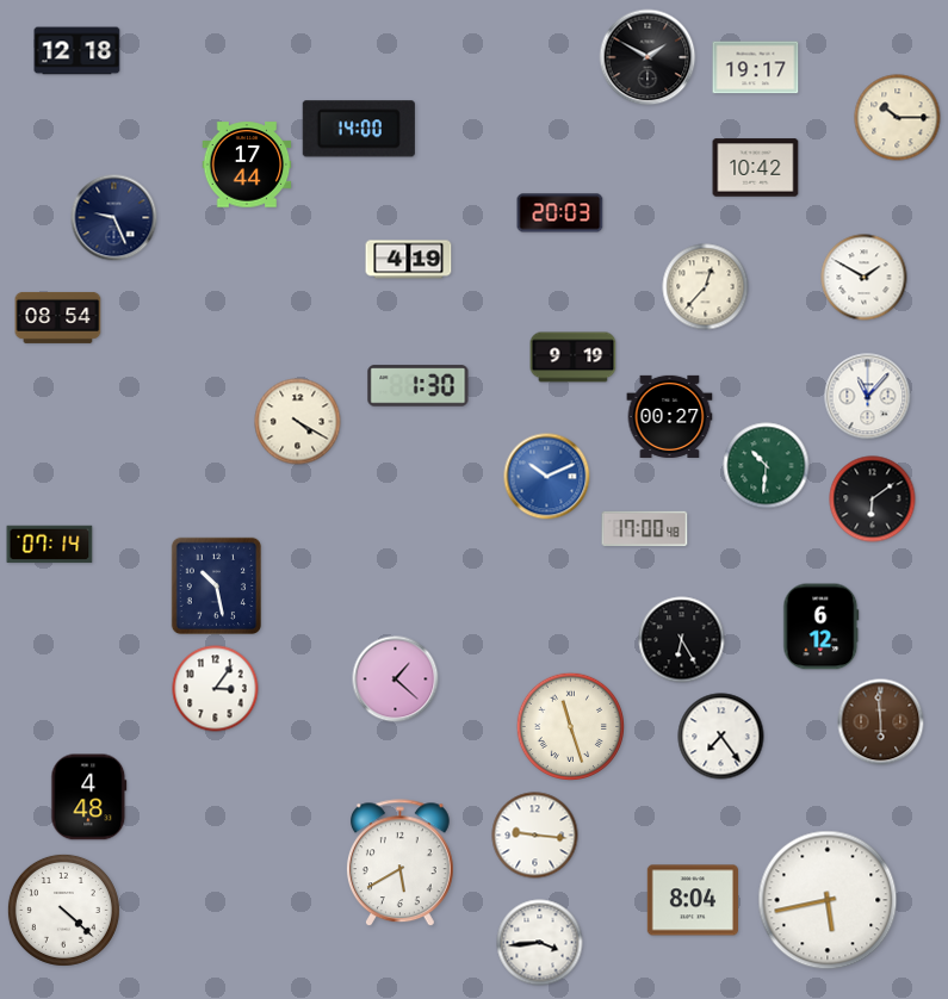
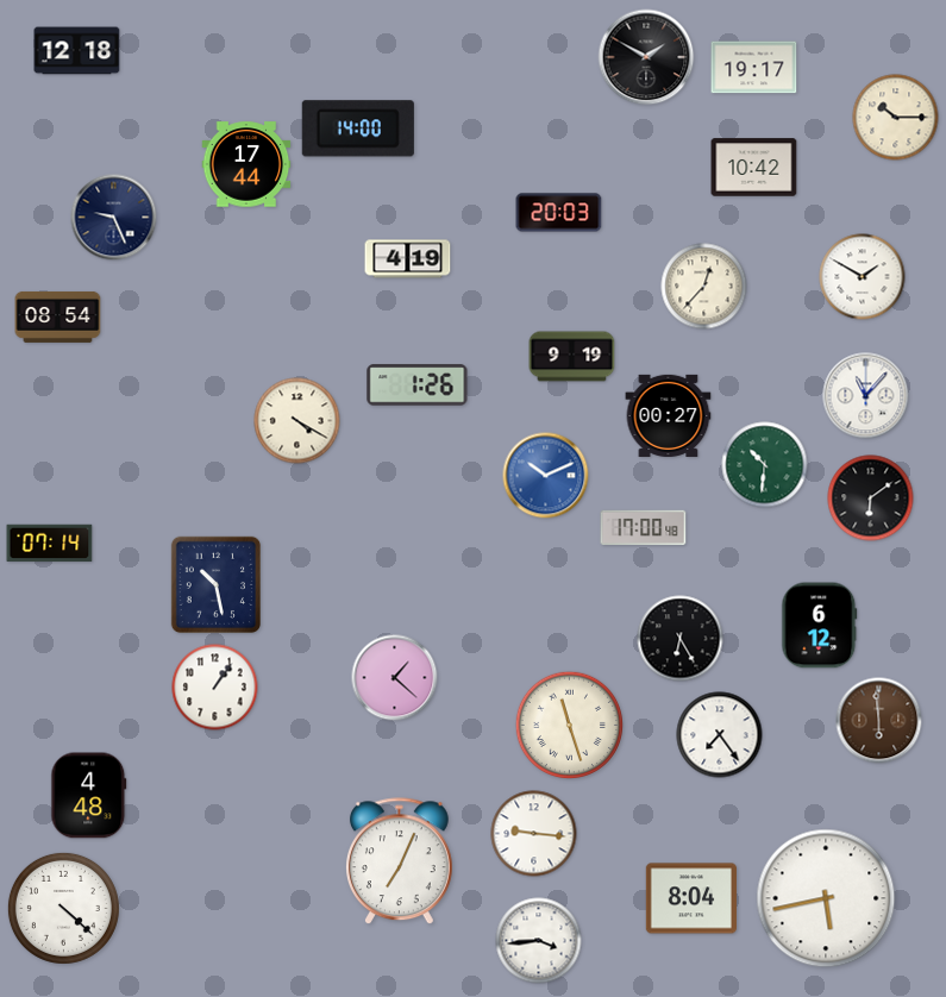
clock at (419, 386): 1:30 -> 1:26
clock at (216, 689): 3:06 -> 1:06
clock at (399, 863): 5:40 -> 7:04
